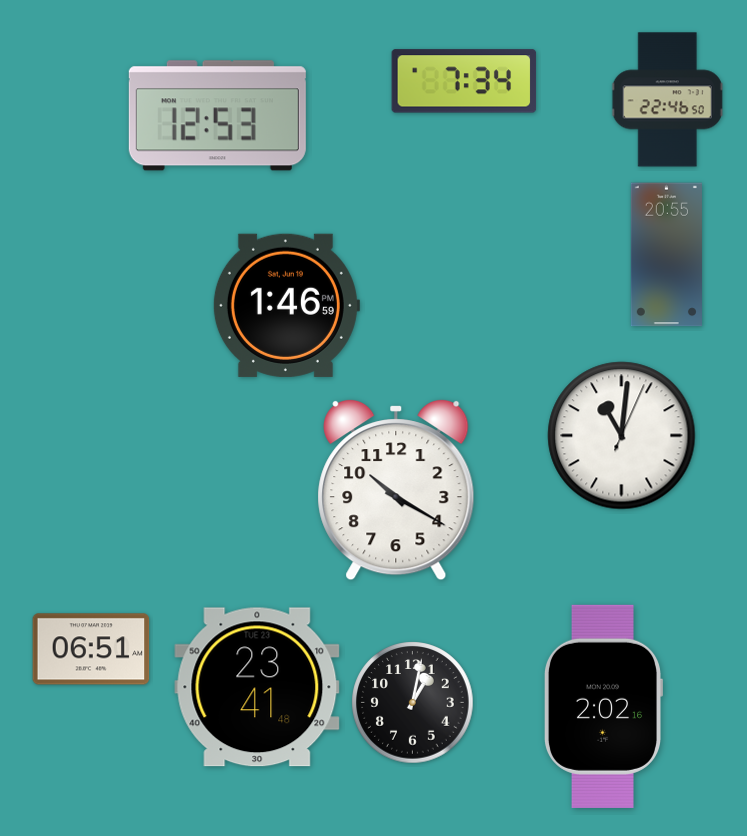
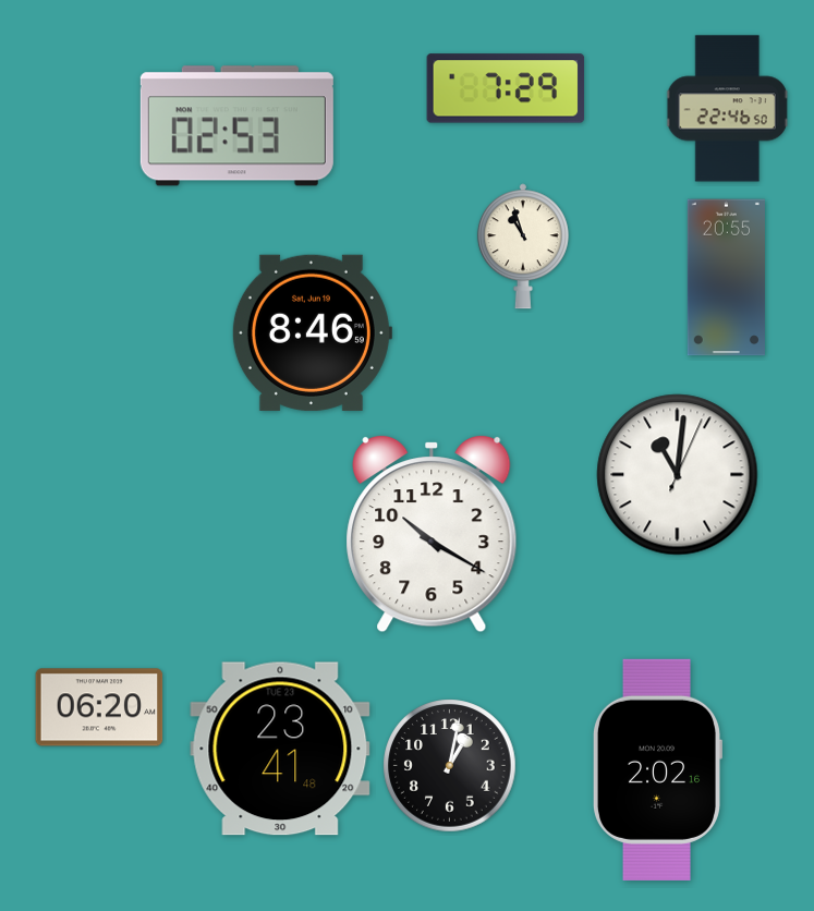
clock at (464, 81): 7:34 -> 7:29
clock at (217, 116): 12:53 -> 02:53
clock at (523, 246): none -> 10:57
clock at (286, 305): 1:46 -> 8:46
clock at (91, 649): 06:51 -> 06:20
